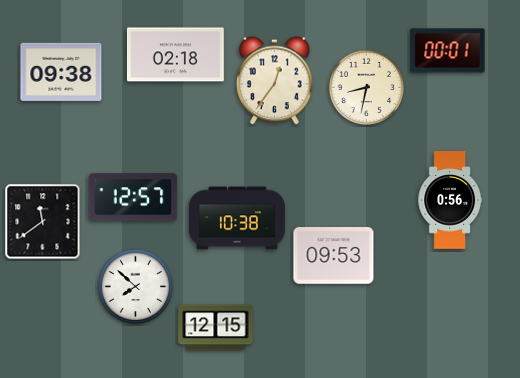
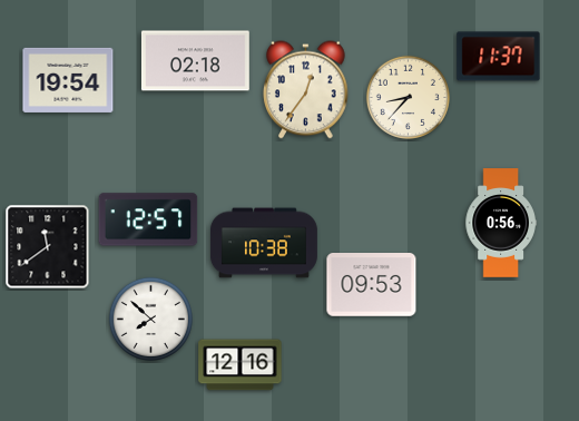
clock at (448, 51): 00:01 -> 11:37
clock at (61, 72): 09:38 -> 19:54
clock at (366, 87): 8:32 -> 8:37
clock at (216, 328): 12:15 -> 12:16
